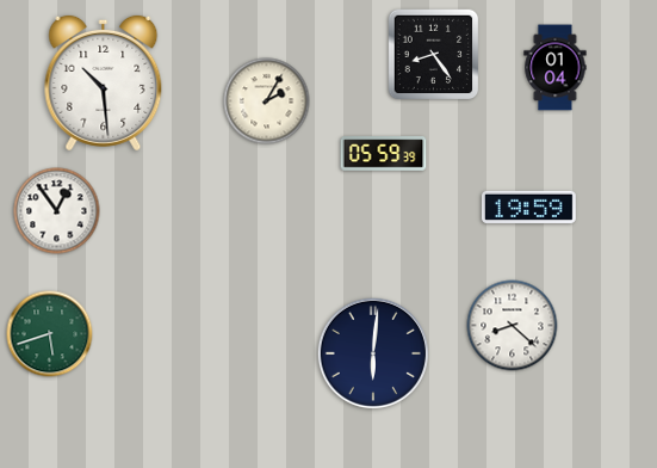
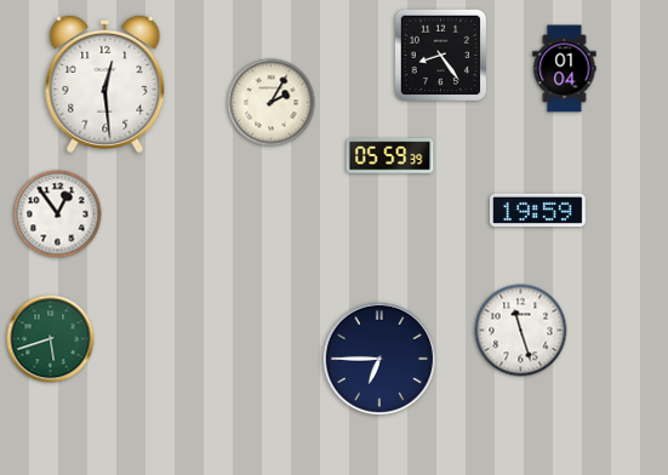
clock at (104, 82): 10:29 -> 12:29
clock at (513, 326): 8:22 -> 11:27
clock at (373, 353): 6:01 -> 6:45
